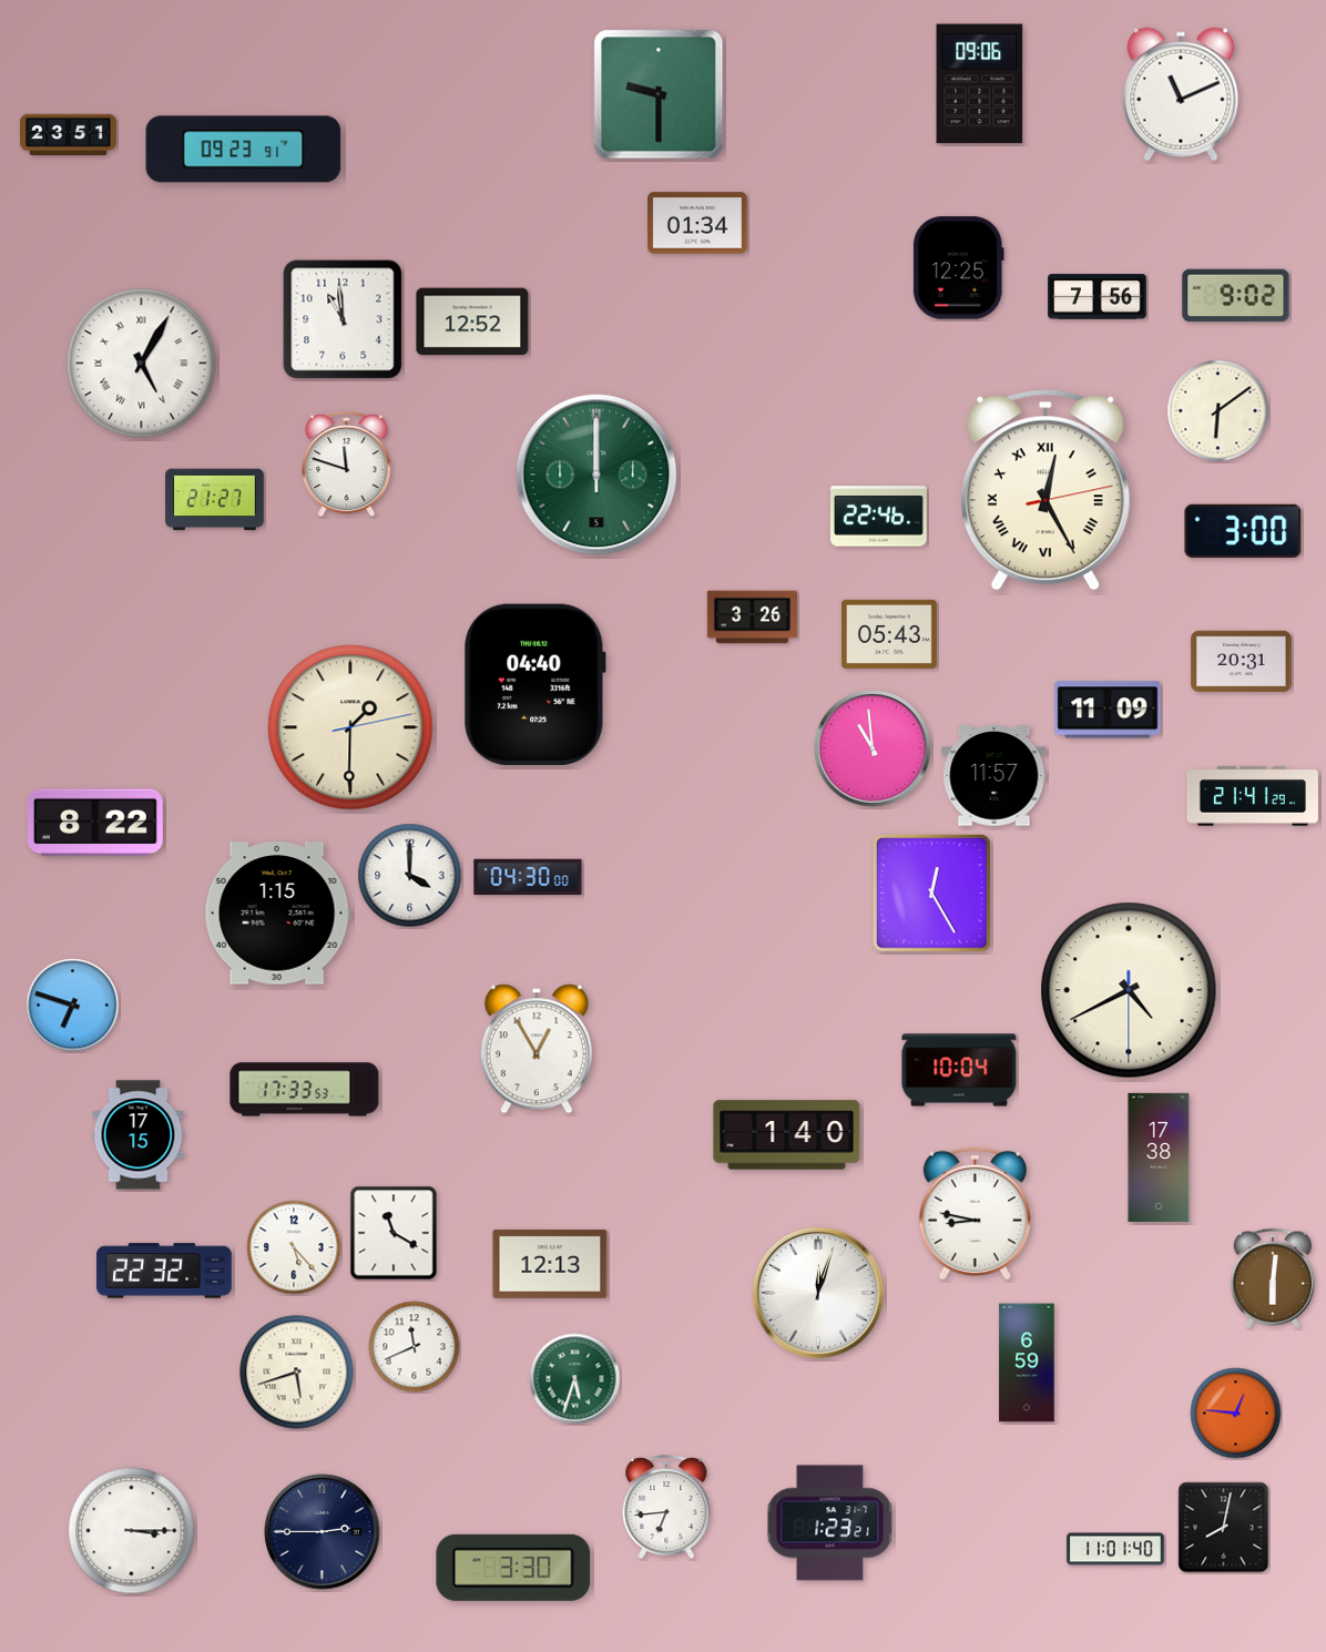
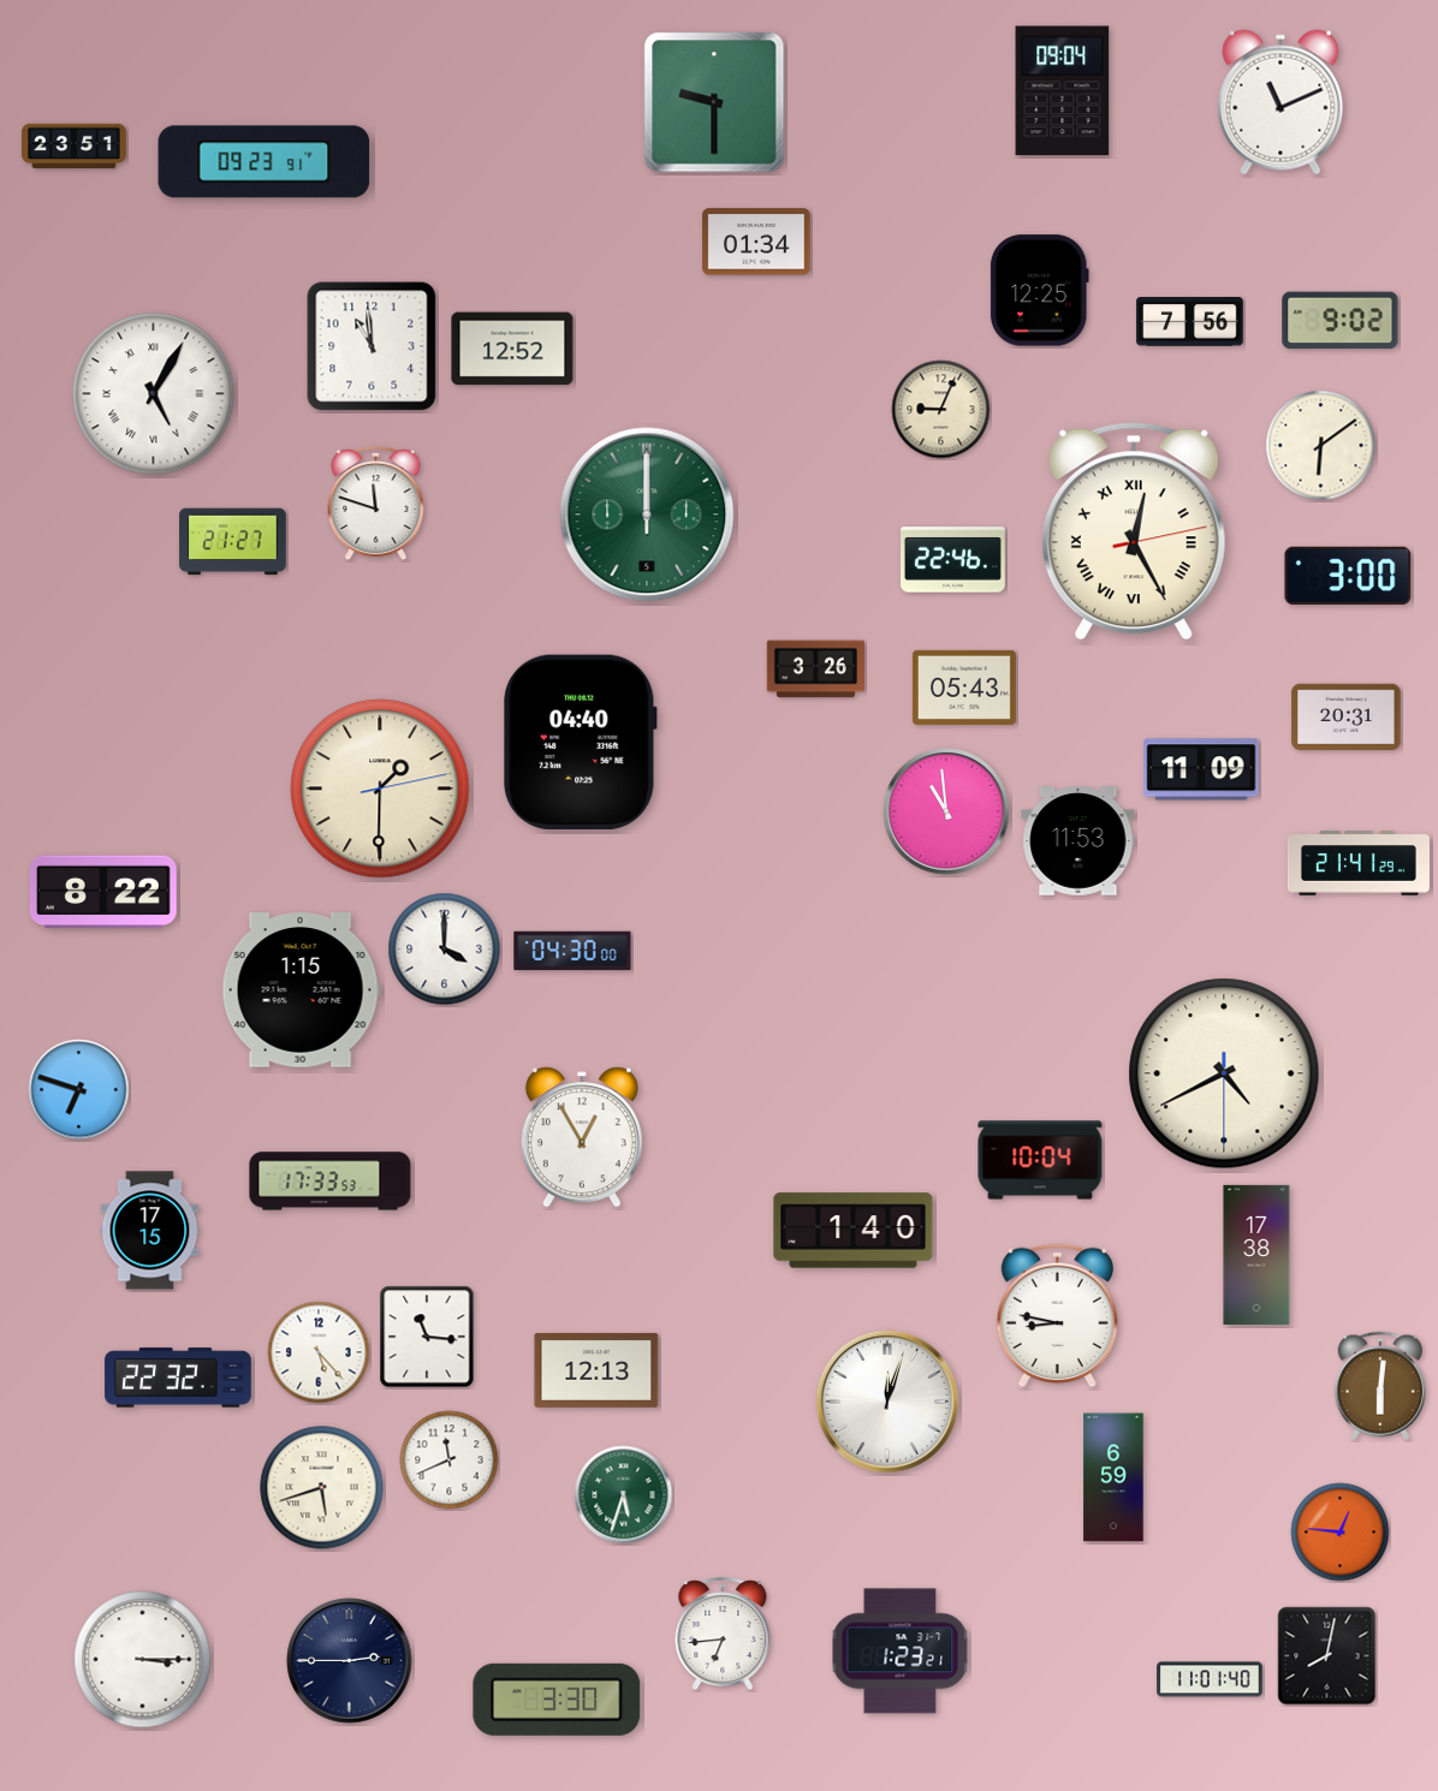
clock at (980, 84): 09:06 -> 09:04
clock at (941, 410): none -> 9:04
clock at (994, 776): 11:57 -> 11:53
clock at (931, 893): 12:25 -> none
clock at (394, 1233): 11:20 -> 11:16
